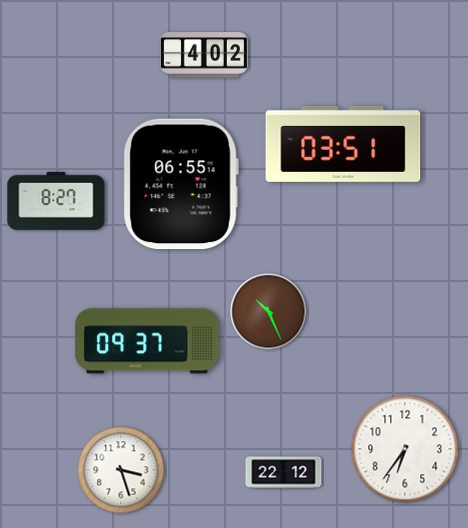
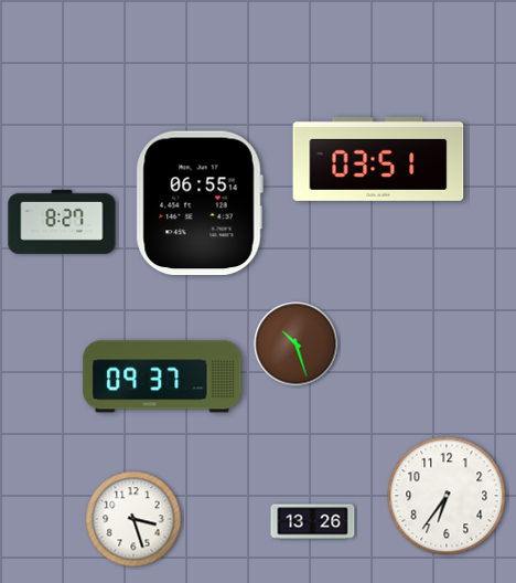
clock at (204, 55): 4:02 -> none
clock at (269, 312): 10:26 -> 10:27
clock at (284, 473): 22:12 -> 13:26
